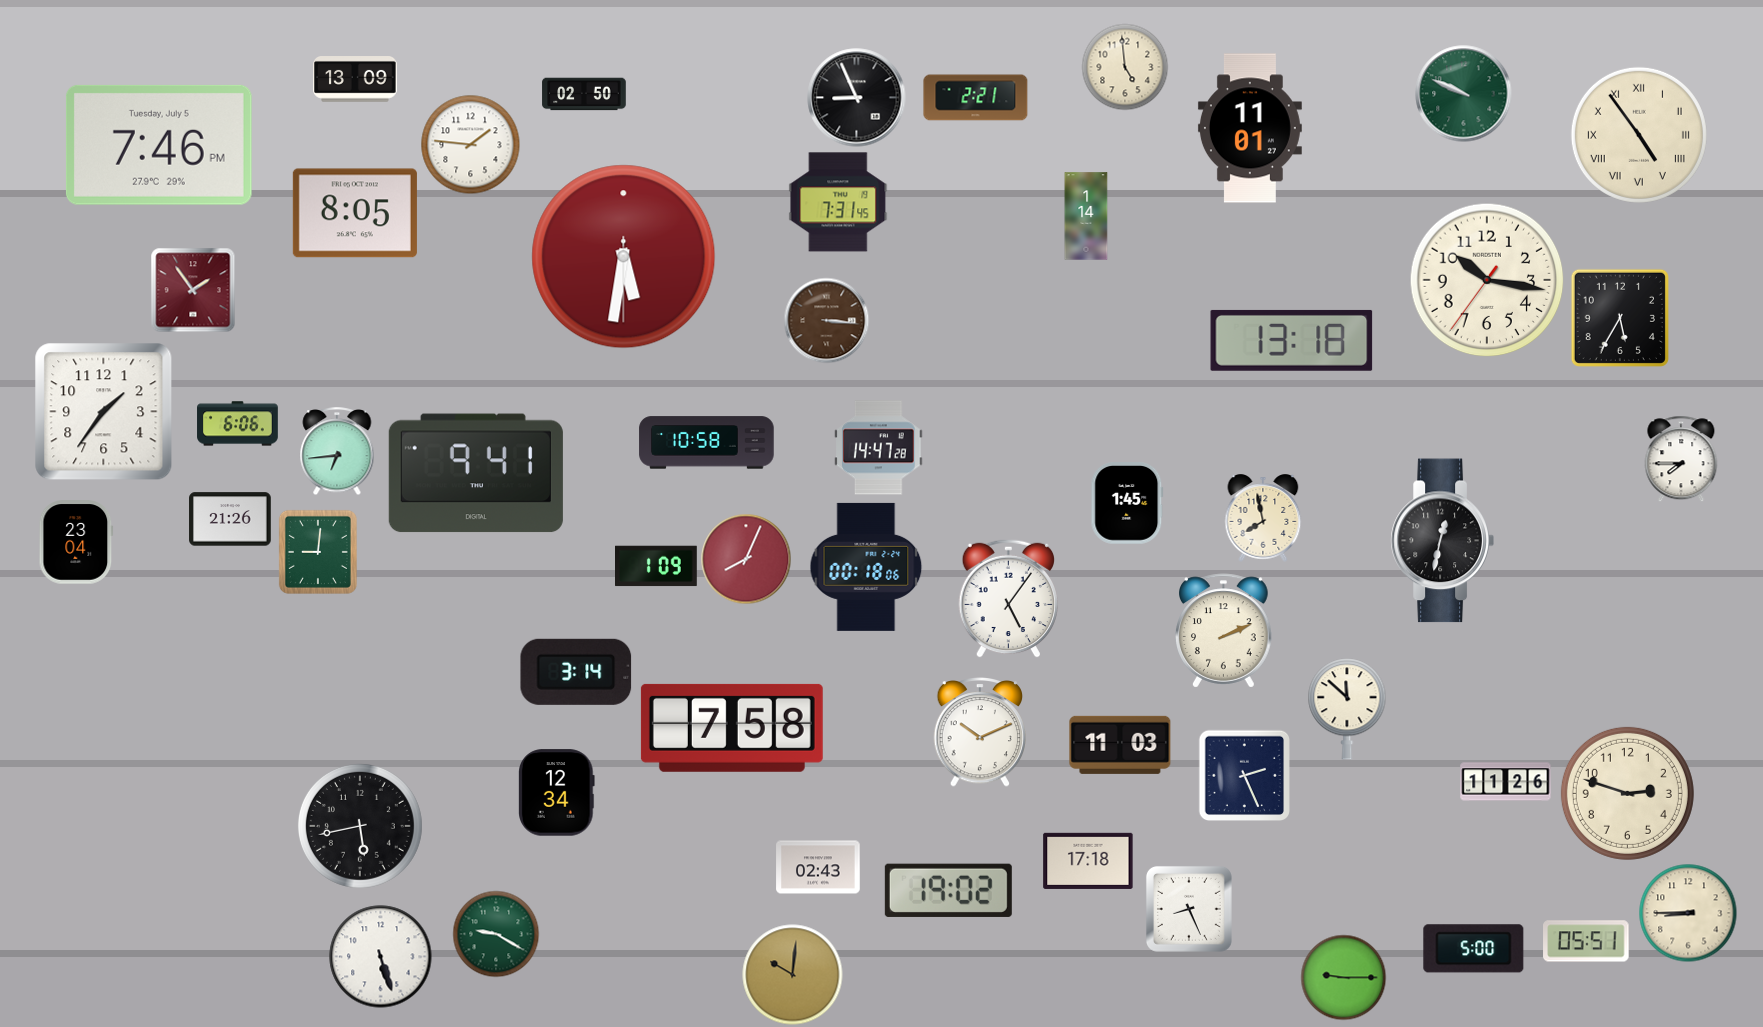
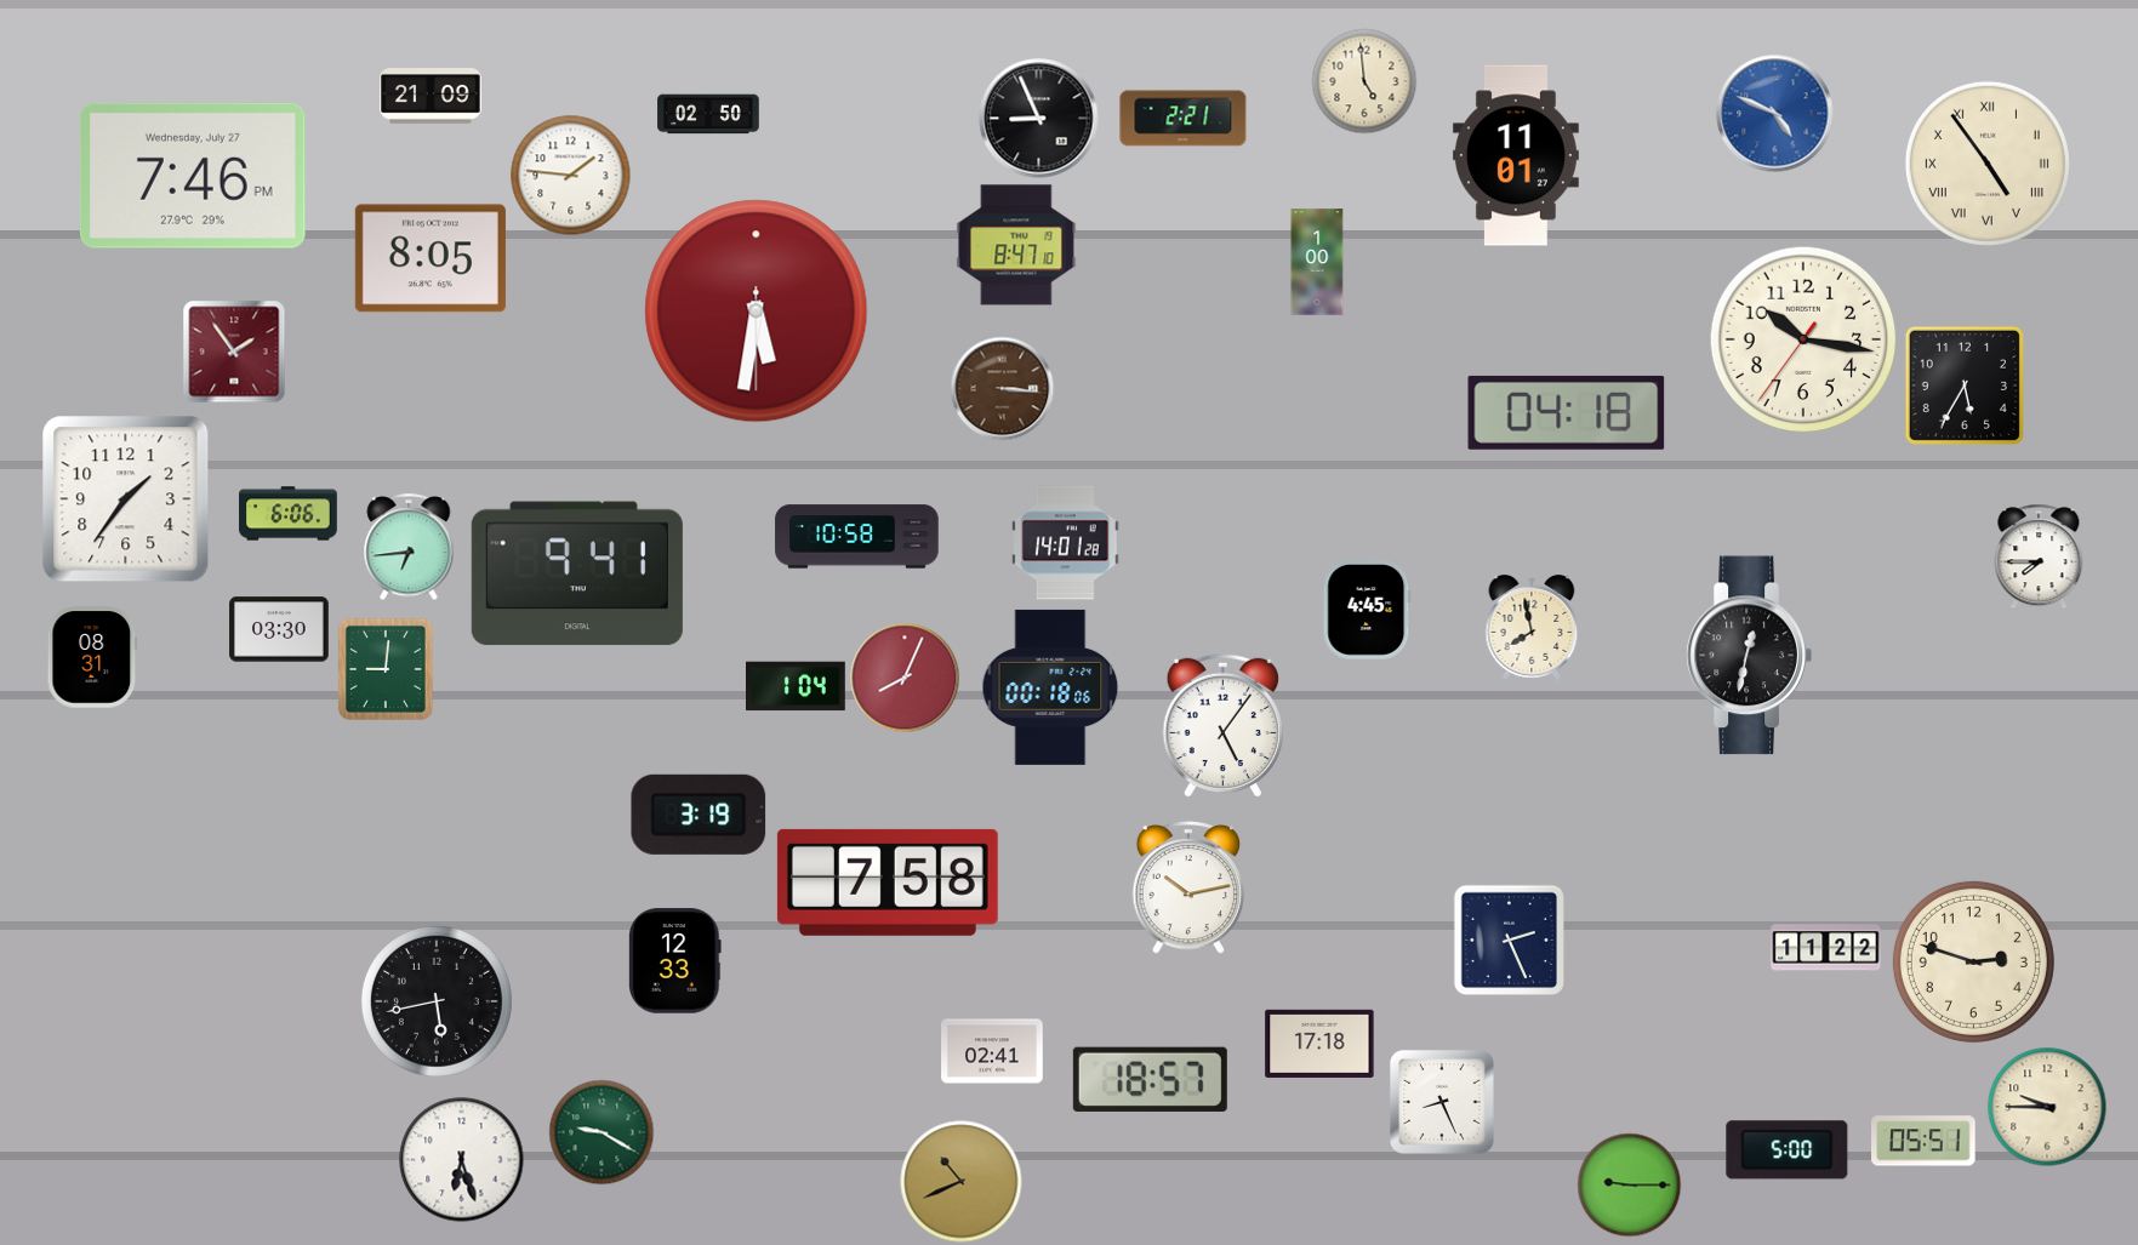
clock at (355, 80): 13:09 -> 21:09
clock at (1464, 94): 9:49 -> 4:49
clock at (1464, 94) dial: green -> blue
clock at (159, 145) date: Tuesday, July 5 -> Wednesday, July 27
clock at (838, 202): 7:31 -> 8:47
clock at (1086, 216): 1:14 -> 1:00
clock at (1292, 340): 13:18 -> 04:18
clock at (879, 448): 14:47 -> 14:01
clock at (1127, 504): 1:45 -> 4:45
clock at (230, 519): 21:26 -> 03:30
clock at (76, 542): 23:04 -> 08:31
clock at (657, 566): 1:09 -> 1:04
clock at (1224, 631): 2:11 -> none
clock at (576, 672): 3:14 -> 3:19
clock at (1347, 709): 11:52 -> none
clock at (980, 733): 10:11 -> 10:13
clock at (1120, 745): 11:03 -> none
clock at (1506, 782): 11:26 -> 11:22
clock at (557, 793): 12:34 -> 12:33
clock at (818, 867): 02:43 -> 02:41
clock at (948, 890): 19:02 -> 18:57
clock at (1688, 913): 8:45 -> 9:45
clock at (381, 957): 5:27 -> 6:27
clock at (793, 975): 10:01 -> 10:41
